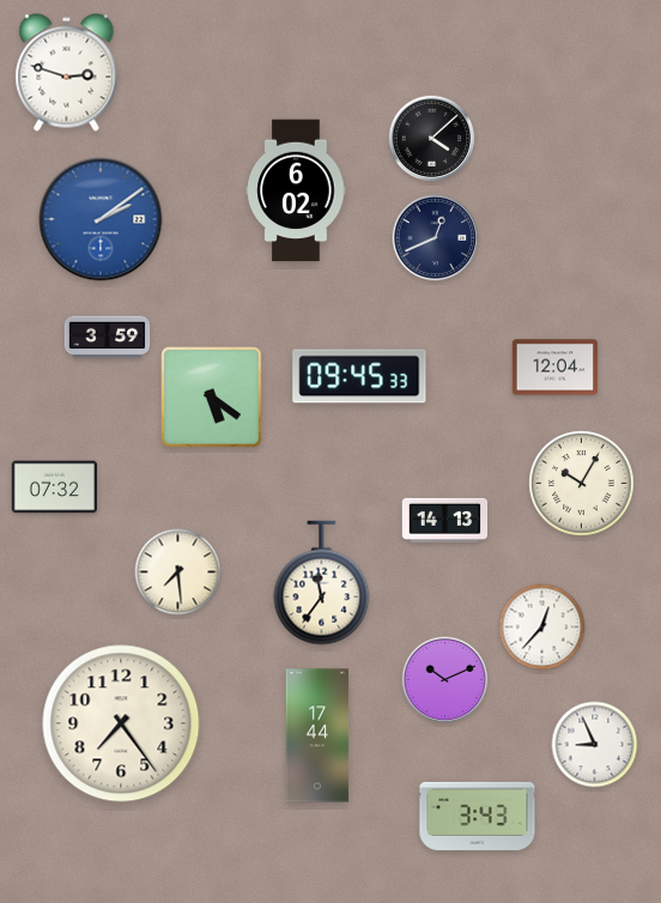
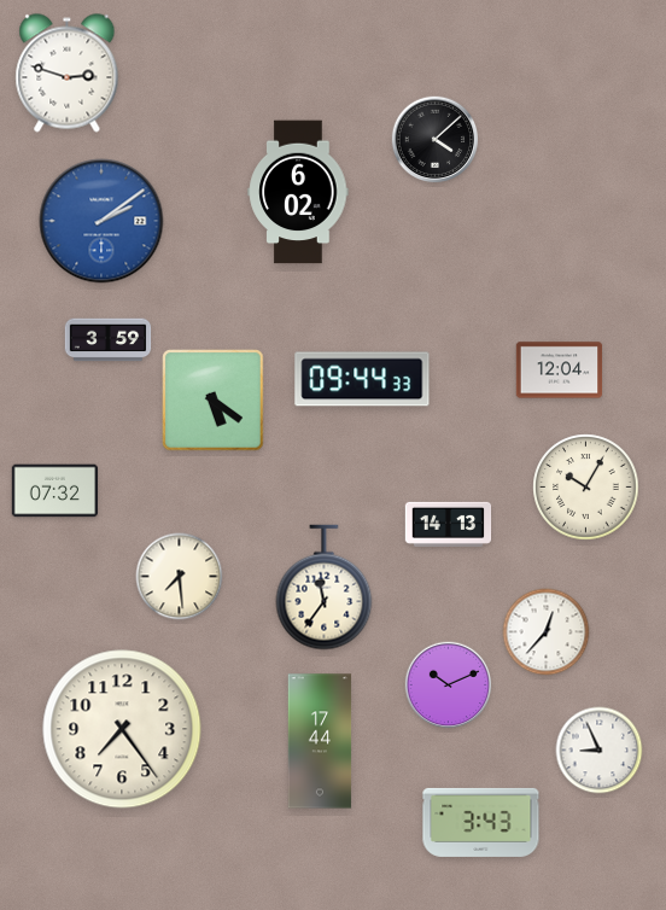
clock at (436, 238): 12:41 -> none
clock at (359, 376): 09:45 -> 09:44
